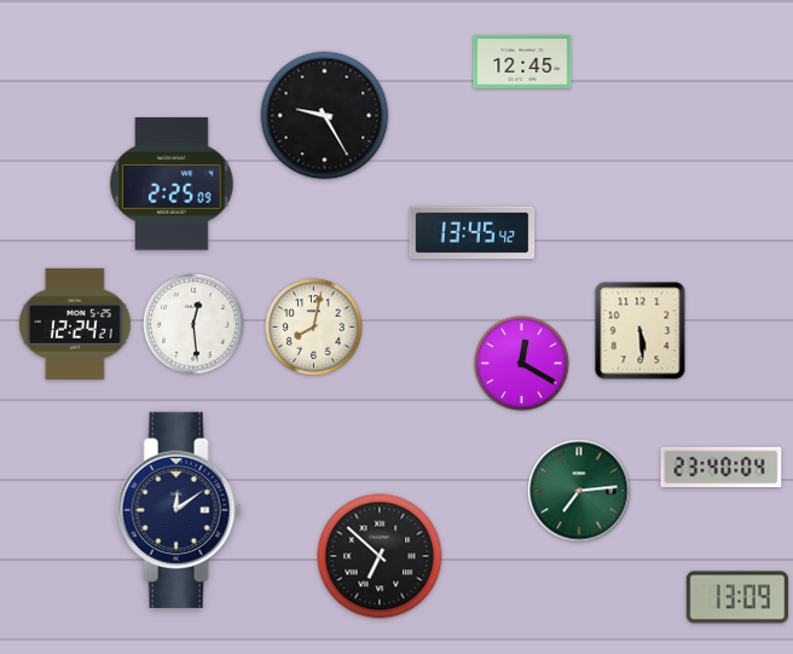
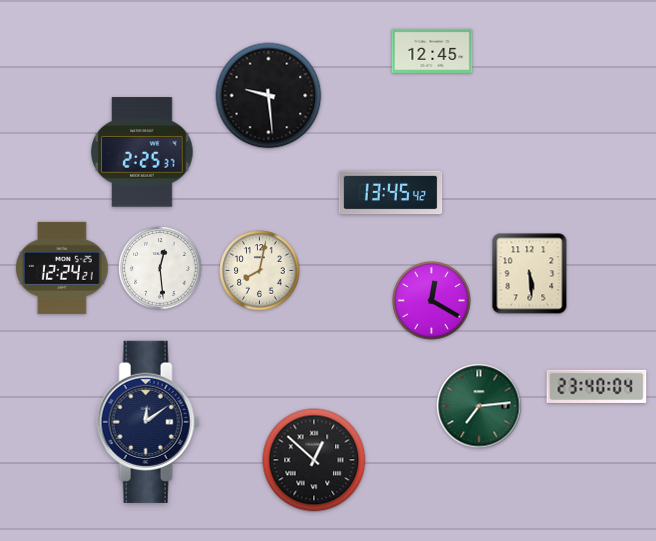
clock at (325, 116): 9:25 -> 9:29
clock at (172, 184): 2:25:09 -> 2:25:37
clock at (380, 556): 6:52 -> 12:52
clock at (737, 597): 13:09 -> none
